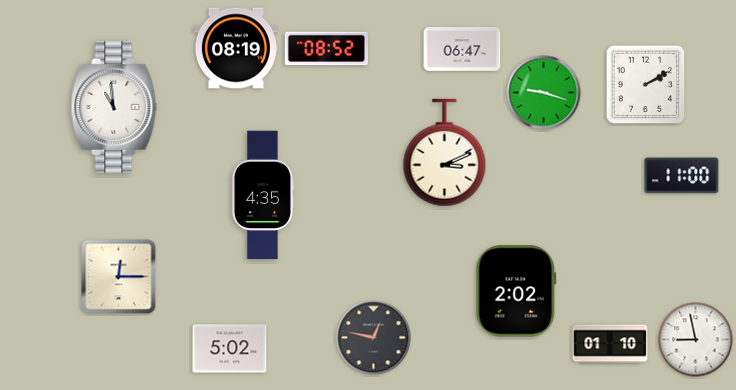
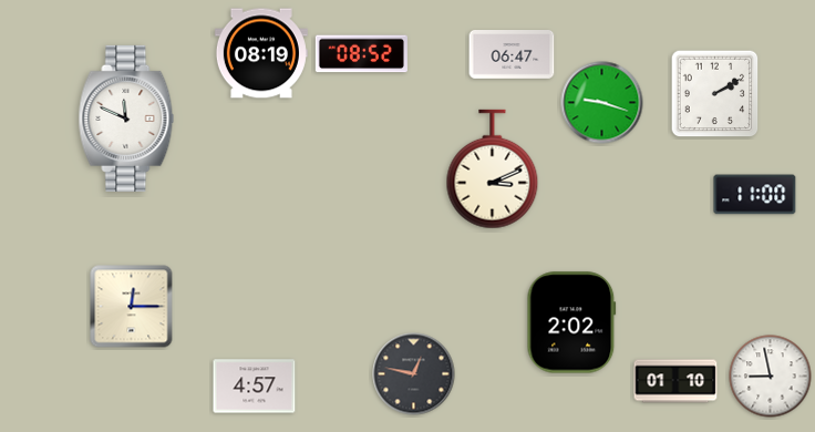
clock at (114, 107): 10:59 -> 11:49
clock at (263, 195): 4:35 -> none
clock at (230, 349): 5:02 -> 4:57
